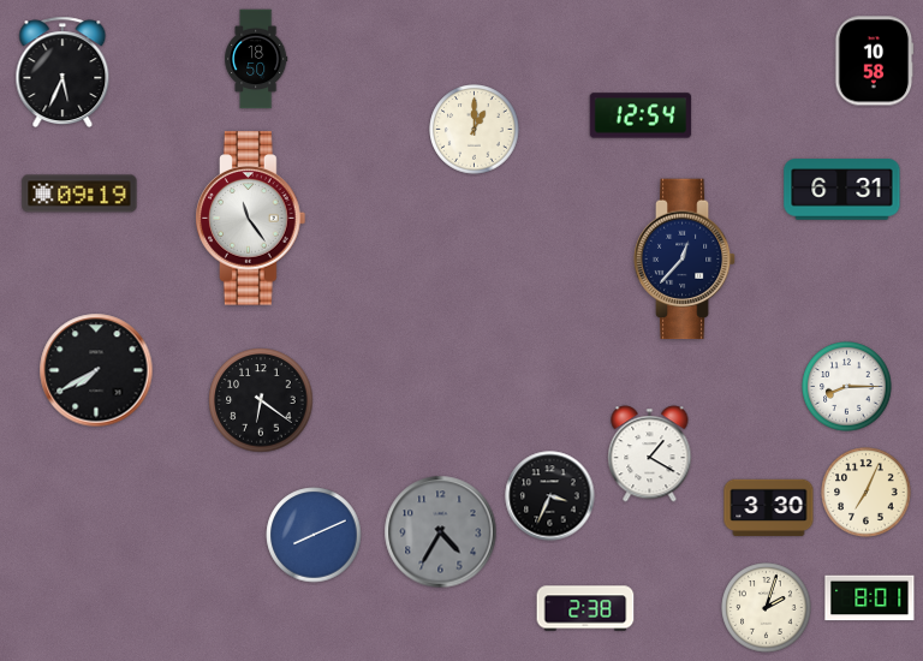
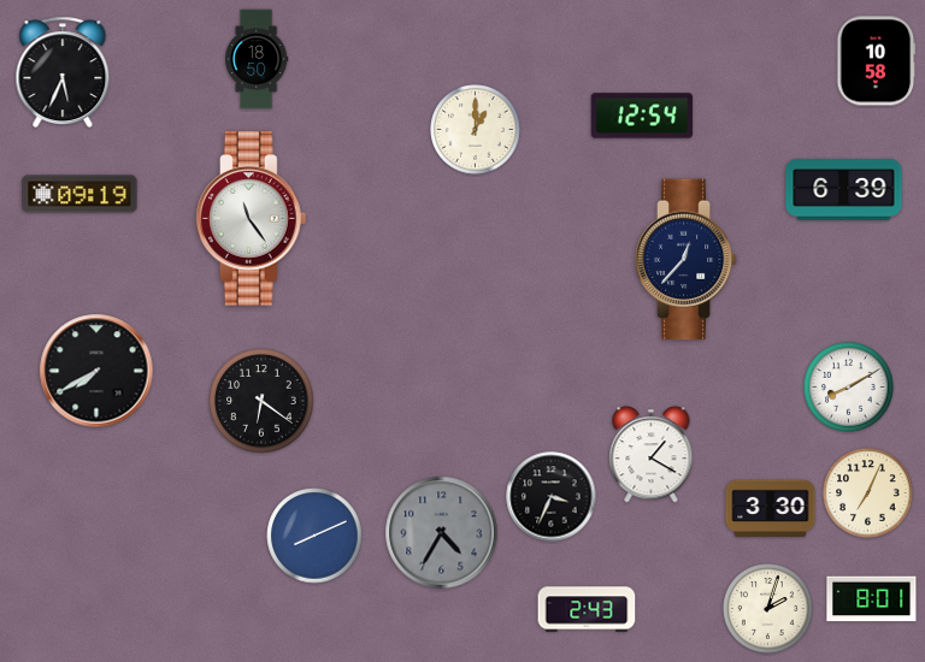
clock at (842, 190): 6:31 -> 6:39
clock at (847, 387): 8:15 -> 8:10
clock at (585, 608): 2:38 -> 2:43
